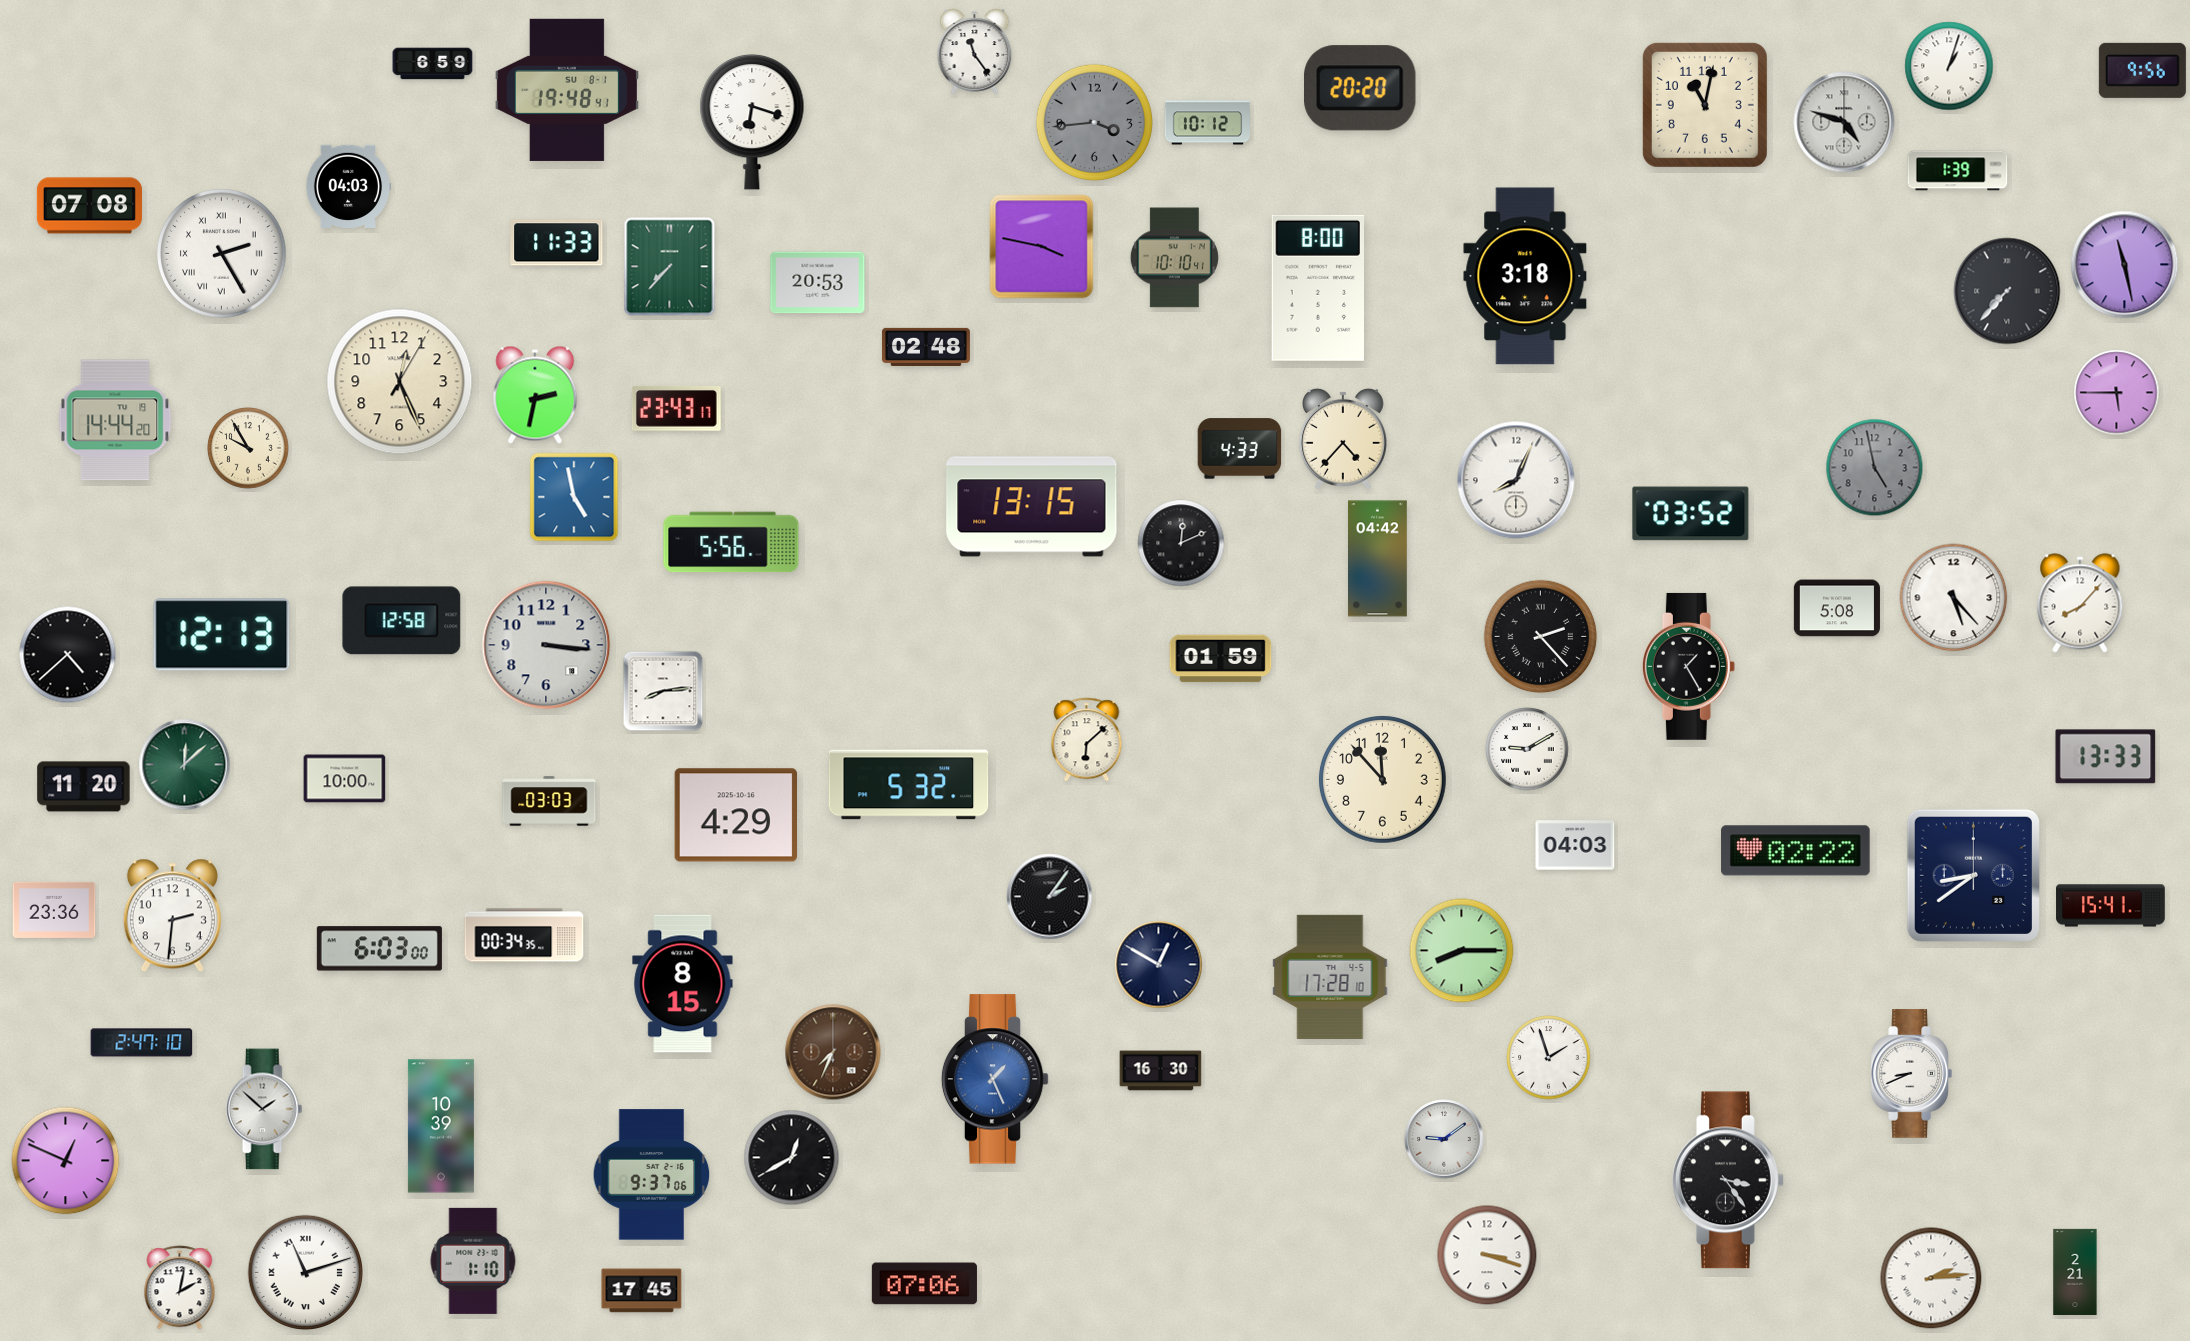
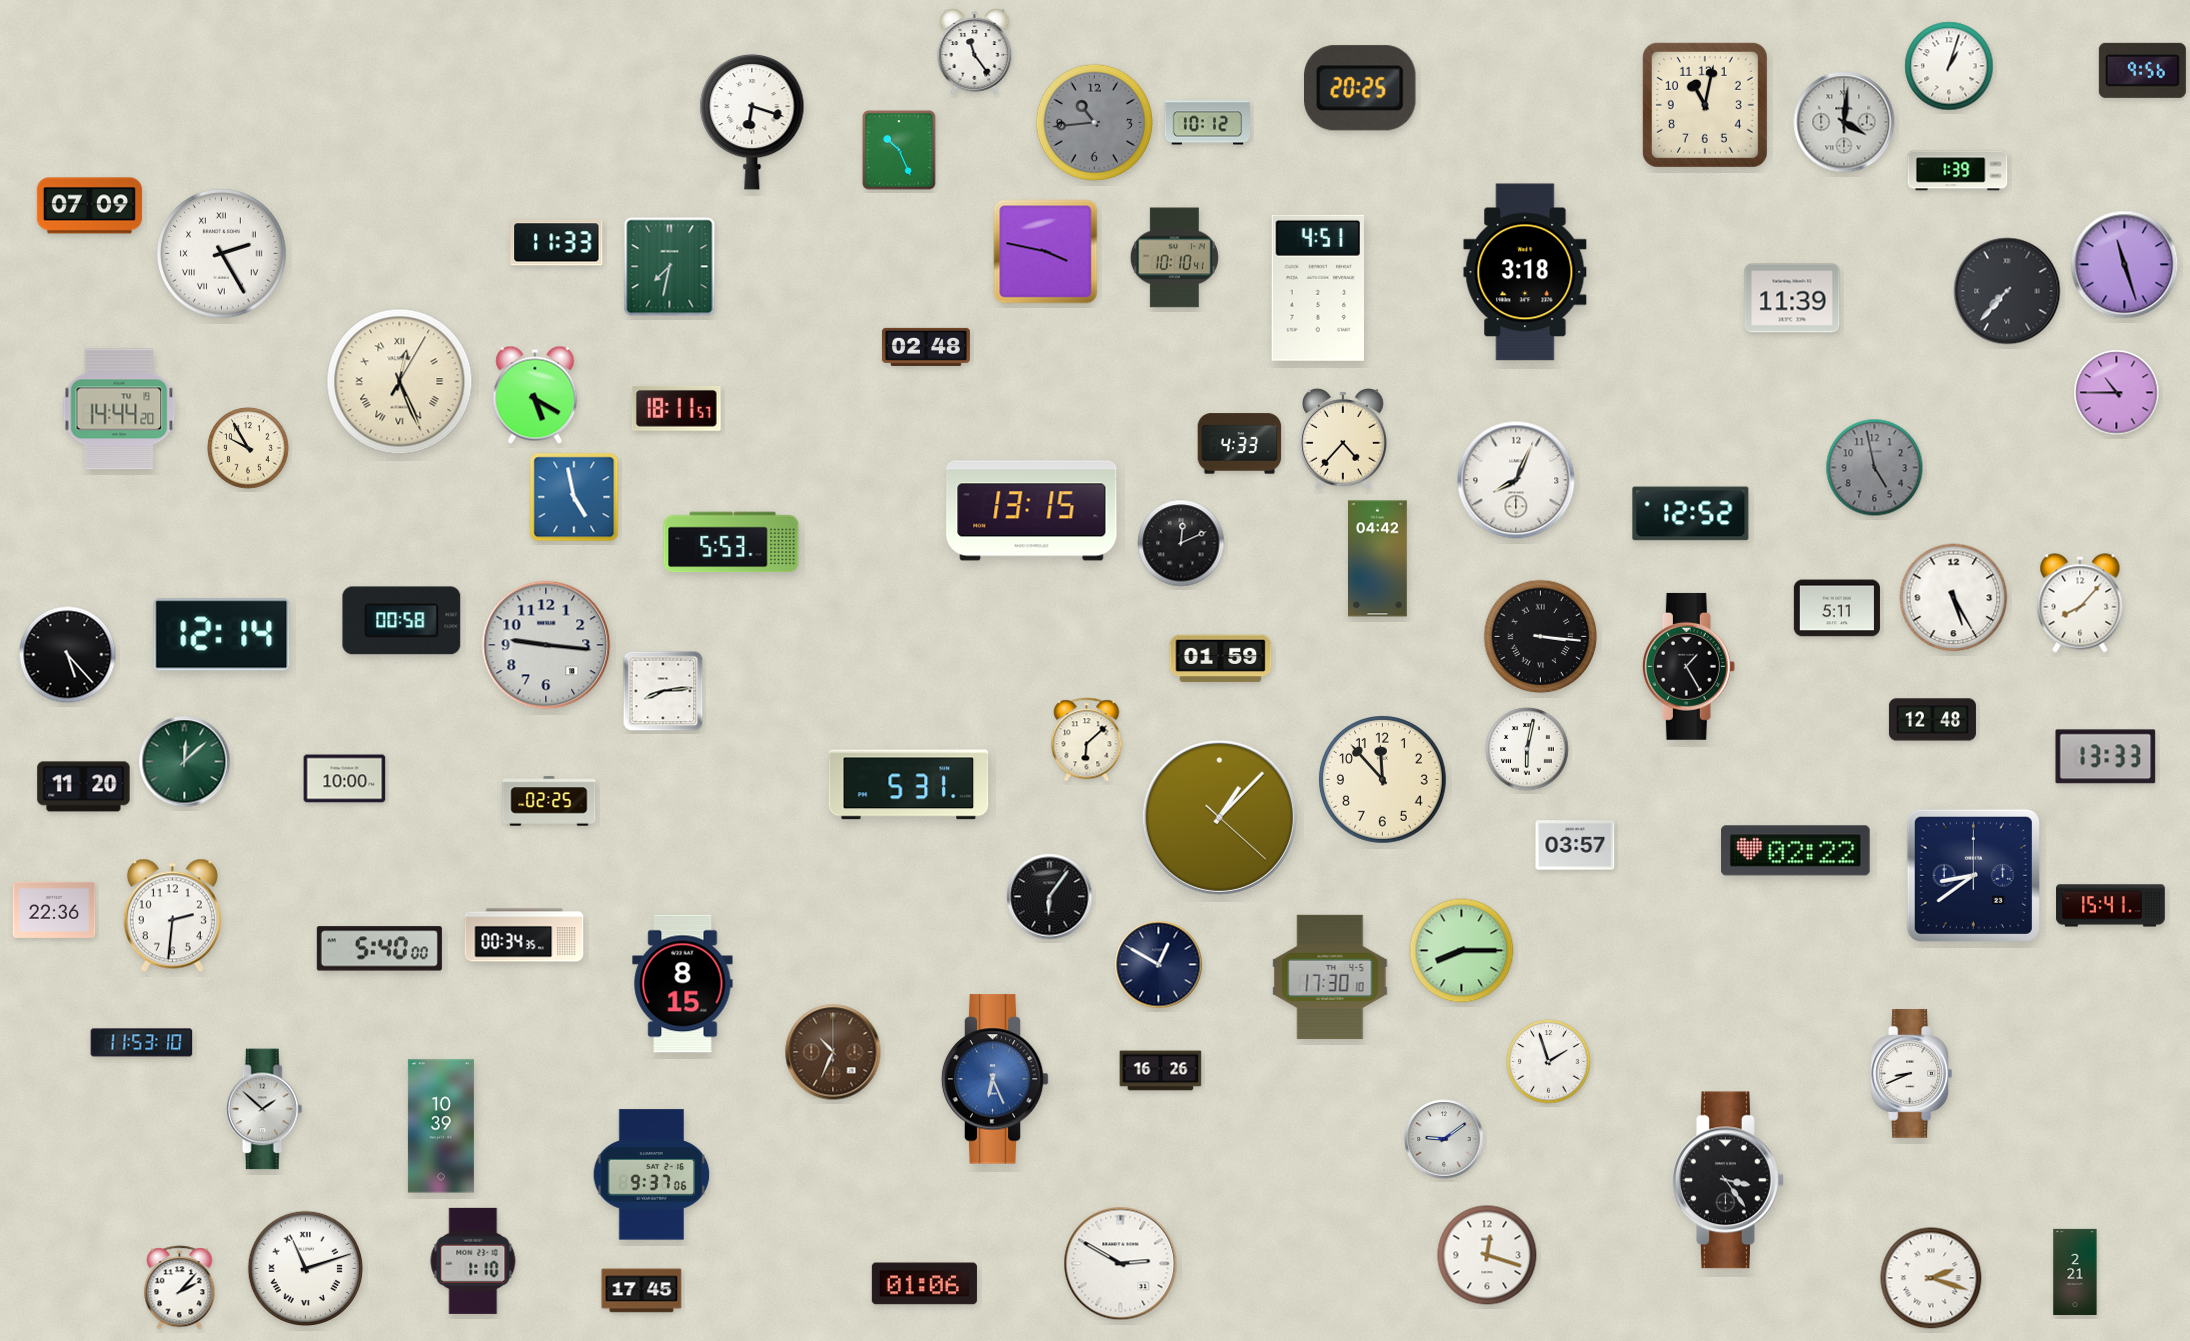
clock at (433, 64): 6:59 -> none
clock at (1361, 88): 20:20 -> 20:25
clock at (567, 90): 19:48 -> none
clock at (1094, 122): 3:44 -> 10:44
clock at (1844, 122): 4:48 -> 4:01
clock at (899, 150): none -> 10:26
clock at (347, 186): 04:03 -> none
clock at (89, 206): 07:08 -> 07:09
clock at (1042, 247) position: (1042, 247) -> (1046, 252)
clock at (2125, 265): 11:28 -> 11:27
clock at (670, 267): 7:37 -> 7:32
clock at (1525, 276) position: (1525, 276) -> (1525, 272)
clock at (818, 283): 20:53 -> none
clock at (1317, 288): 8:00 -> 4:51
clock at (1792, 298): none -> 11:39
clock at (400, 382) numerals: Arabic -> Roman
clock at (2117, 393): 5:45 -> 10:45
clock at (535, 395): 2:32 -> 5:20
clock at (676, 409): 23:43 -> 18:11
clock at (115, 420) position: (115, 420) -> (119, 409)
clock at (1240, 449) position: (1240, 449) -> (1240, 444)
clock at (1032, 507) position: (1032, 507) -> (1032, 511)
clock at (1691, 514): 03:52 -> 12:52
clock at (731, 542): 5:56 -> 5:53
clock at (1954, 598): 5:23 -> 5:25
clock at (1837, 608): 5:08 -> 5:11
clock at (402, 621): 12:58 -> 00:58
clock at (222, 635): 12:13 -> 12:14
clock at (1541, 637): 2:23 -> 3:16
clock at (546, 645): 3:16 -> 9:16
clock at (68, 655): 4:38 -> 5:23
clock at (1932, 720): none -> 12:48
clock at (1527, 749): 9:10 -> 6:02
clock at (185, 765) position: (185, 765) -> (185, 762)
clock at (909, 785): 5:32 -> 5:31
clock at (549, 801): 03:03 -> 02:25
clock at (735, 815): 4:29 -> none
clock at (1219, 817): none -> 1:07
clock at (1575, 845): 04:03 -> 03:57
clock at (1050, 897): 2:06 -> 6:06
clock at (54, 910): 23:36 -> 22:36
clock at (379, 949): 6:03 -> 5:40
clock at (1330, 977): 17:28 -> 17:30
clock at (142, 1043): 2:47 -> 11:53
clock at (833, 1052): 7:34 -> 10:34
clock at (1549, 1058) position: (1549, 1058) -> (1549, 1062)
clock at (1161, 1071): 16:30 -> 16:26
clock at (995, 1079): 1:26 -> 6:26
clock at (792, 1158): 12:40 -> none
clock at (66, 1161): 12:49 -> none
clock at (1487, 1255): 3:18 -> 12:18
clock at (1121, 1264): none -> 2:50
clock at (306, 1273) position: (306, 1273) -> (306, 1269)
clock at (1931, 1278): 2:14 -> 2:18
clock at (924, 1284): 07:06 -> 01:06
clock at (180, 1288): 2:02 -> 2:07
